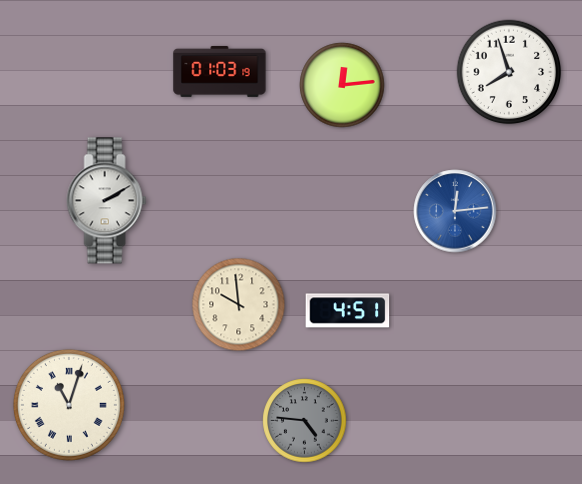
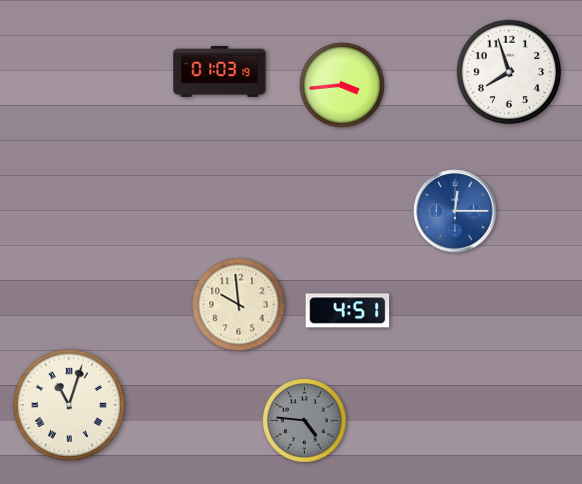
clock at (342, 85): 12:14 -> 3:44
clock at (107, 201): 2:10 -> none
clock at (455, 211): 12:14 -> 12:15
